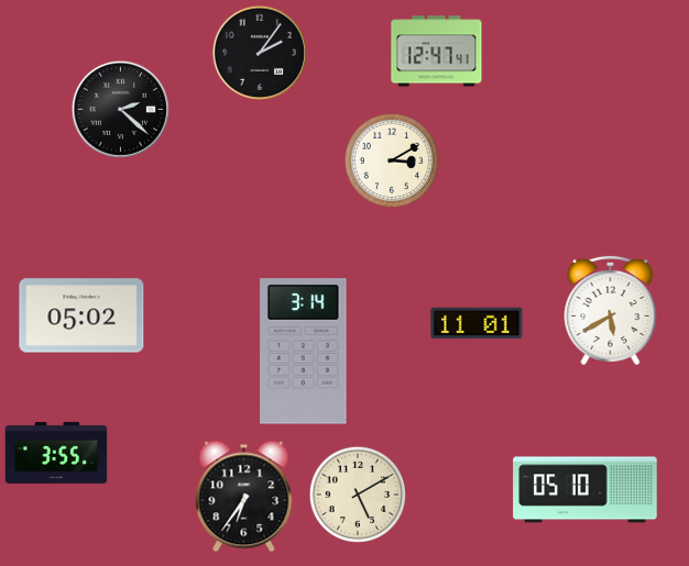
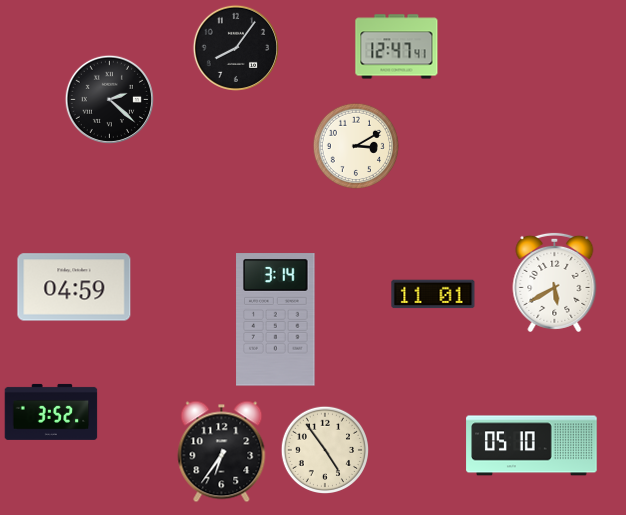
clock at (260, 53): 2:06 -> 8:06
clock at (81, 315): 05:02 -> 04:59
clock at (56, 453): 3:55 -> 3:52
clock at (357, 493): 5:10 -> 4:54
